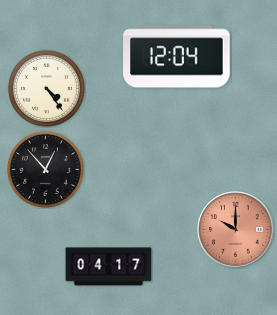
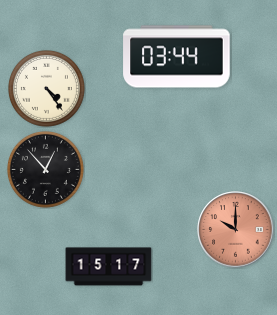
clock at (177, 57): 12:04 -> 03:44
clock at (109, 267): 04:17 -> 15:17
